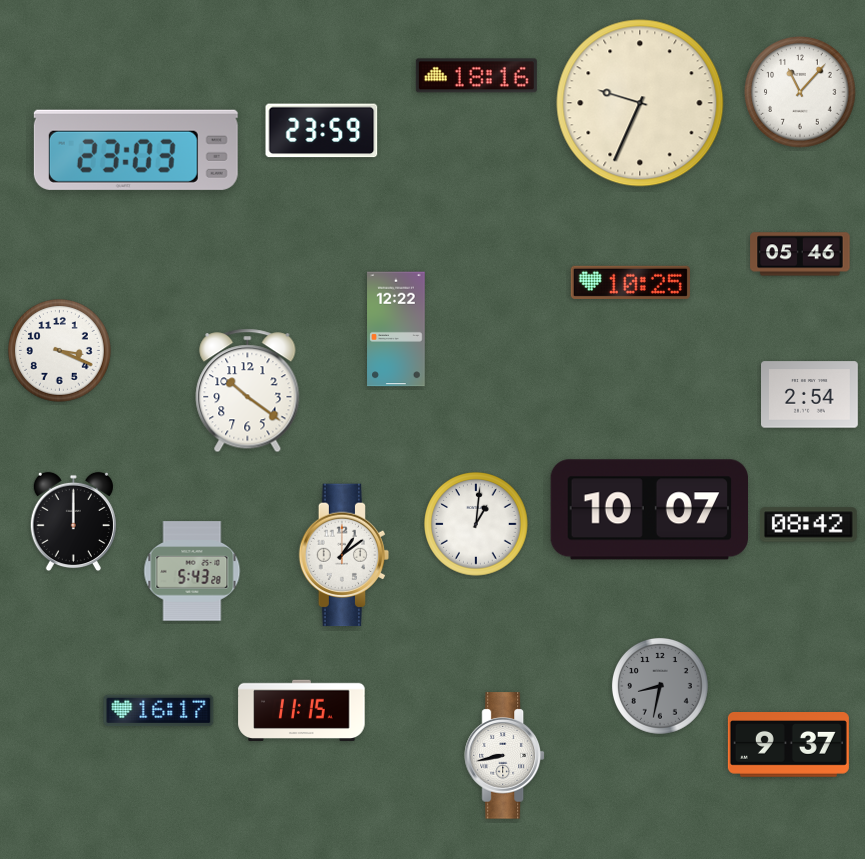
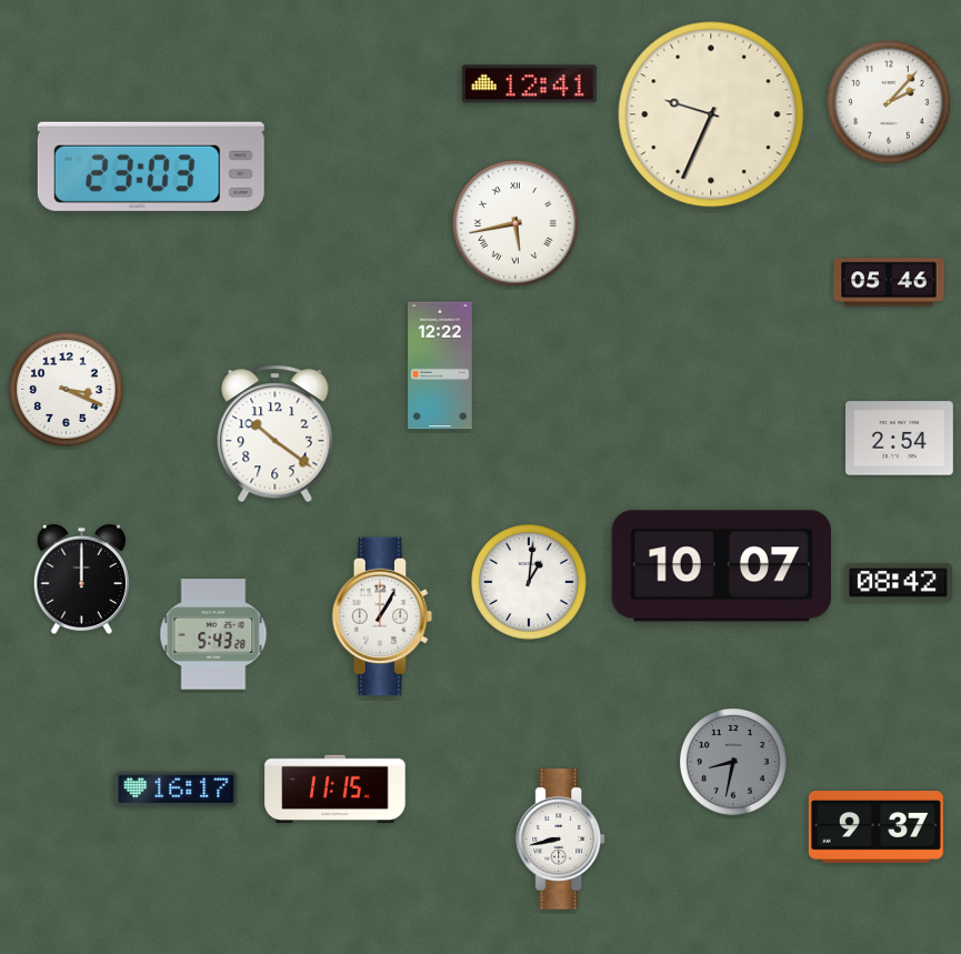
clock at (476, 76): 18:16 -> 12:41
clock at (800, 92): 11:07 -> 2:07
clock at (322, 131): 23:59 -> none
clock at (515, 223): none -> 5:43
clock at (630, 282): 10:25 -> none
clock at (344, 555): 1:09 -> 1:05
